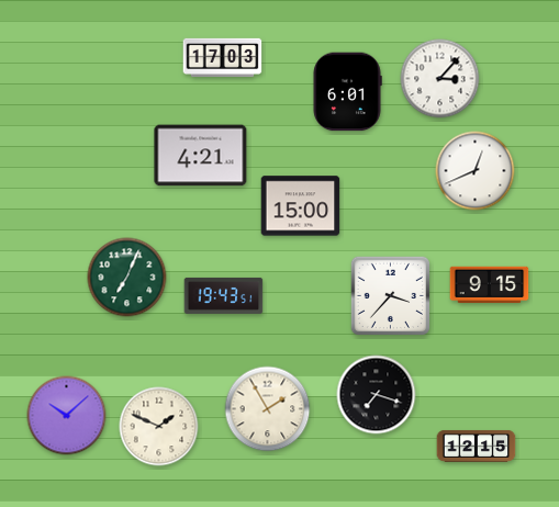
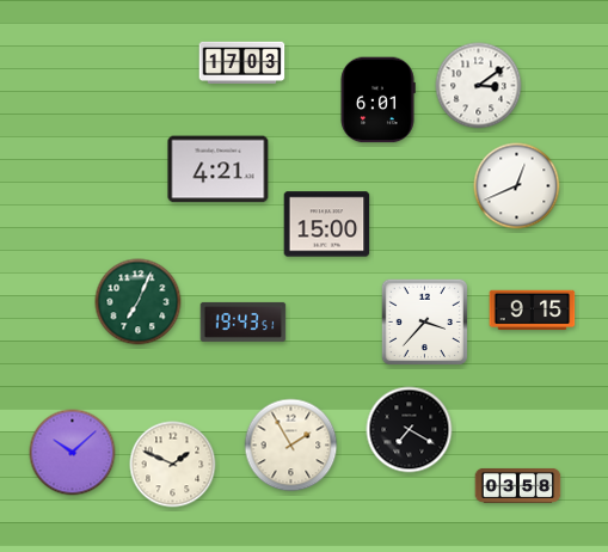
clock at (440, 79): 3:07 -> 3:09
clock at (377, 395): 7:18 -> 7:20
clock at (477, 447): 12:15 -> 03:58
